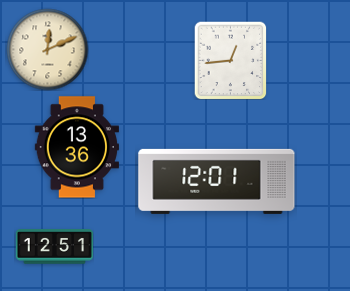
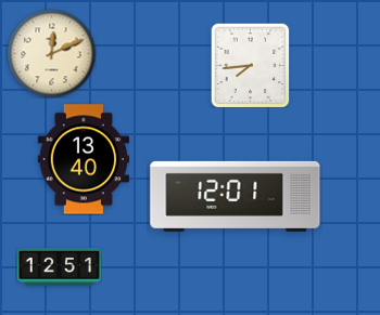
clock at (231, 60): 12:44 -> 7:44
clock at (76, 147): 13:36 -> 13:40
